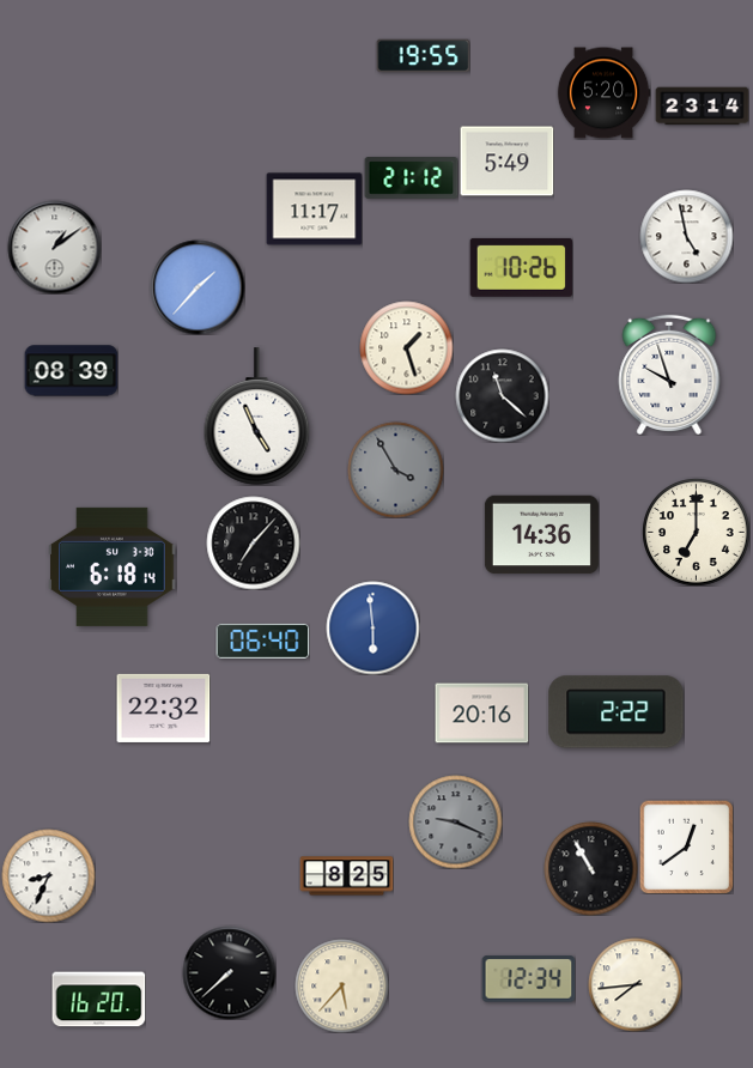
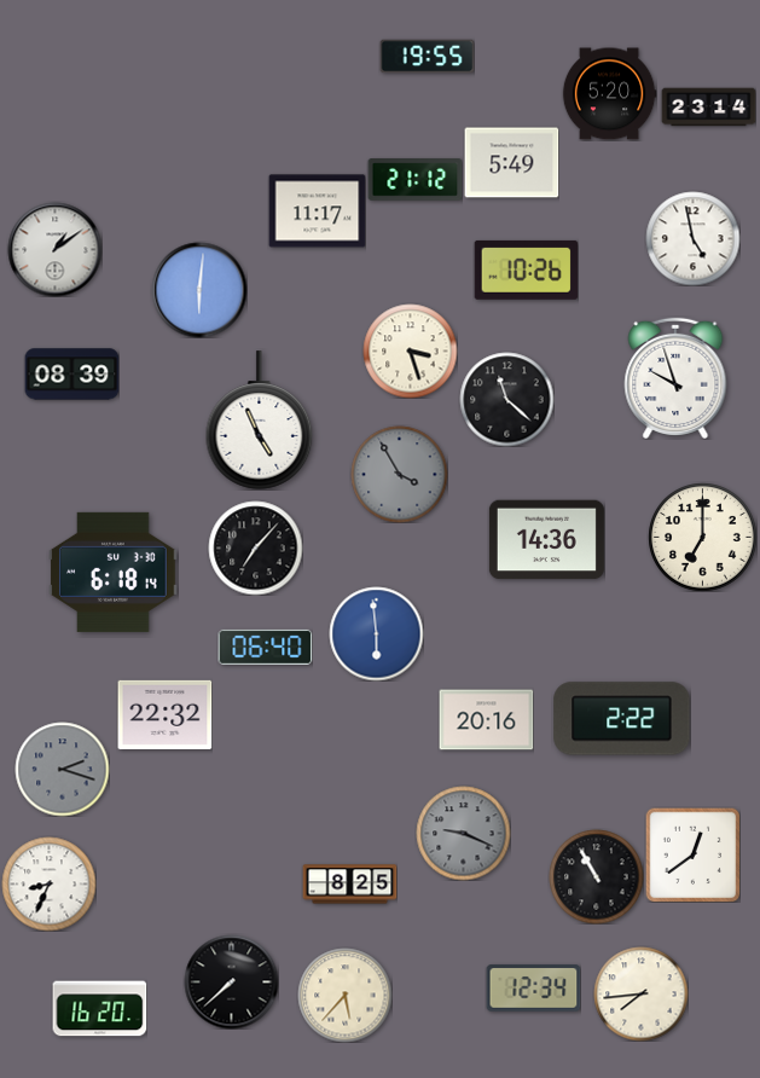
clock at (198, 287): 1:37 -> 6:01
clock at (406, 347): 1:27 -> 3:27
clock at (62, 769): none -> 2:18
clock at (455, 821) position: (455, 821) -> (463, 833)
